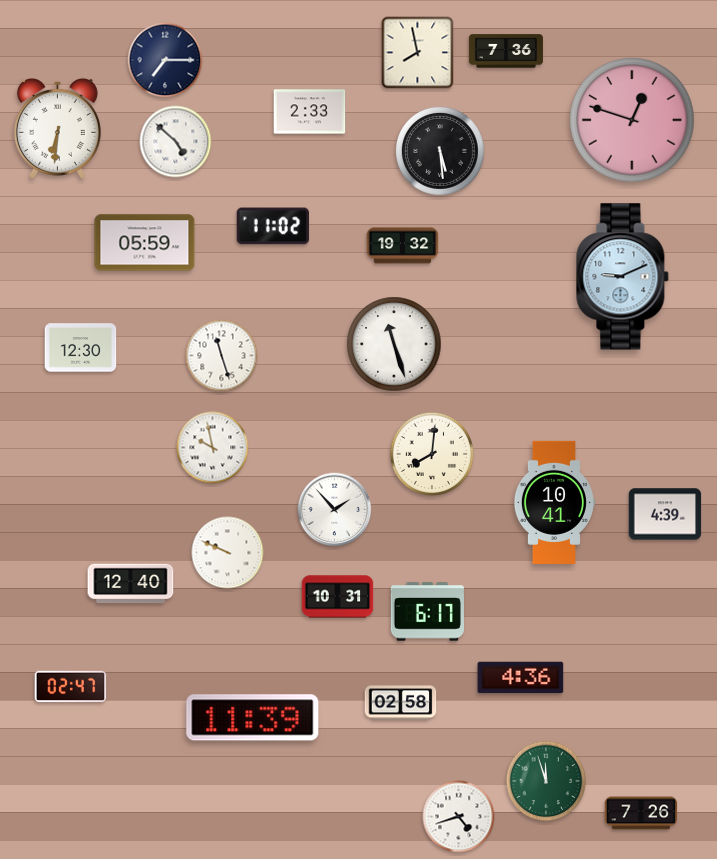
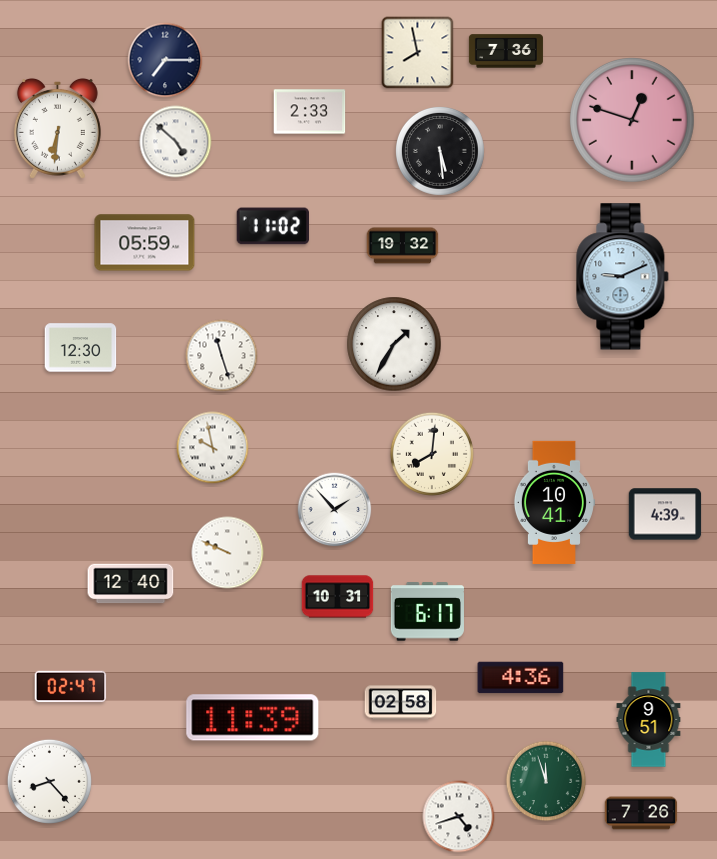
clock at (394, 344): 11:27 -> 1:35
clock at (649, 720): none -> 9:51
clock at (49, 781): none -> 8:23
